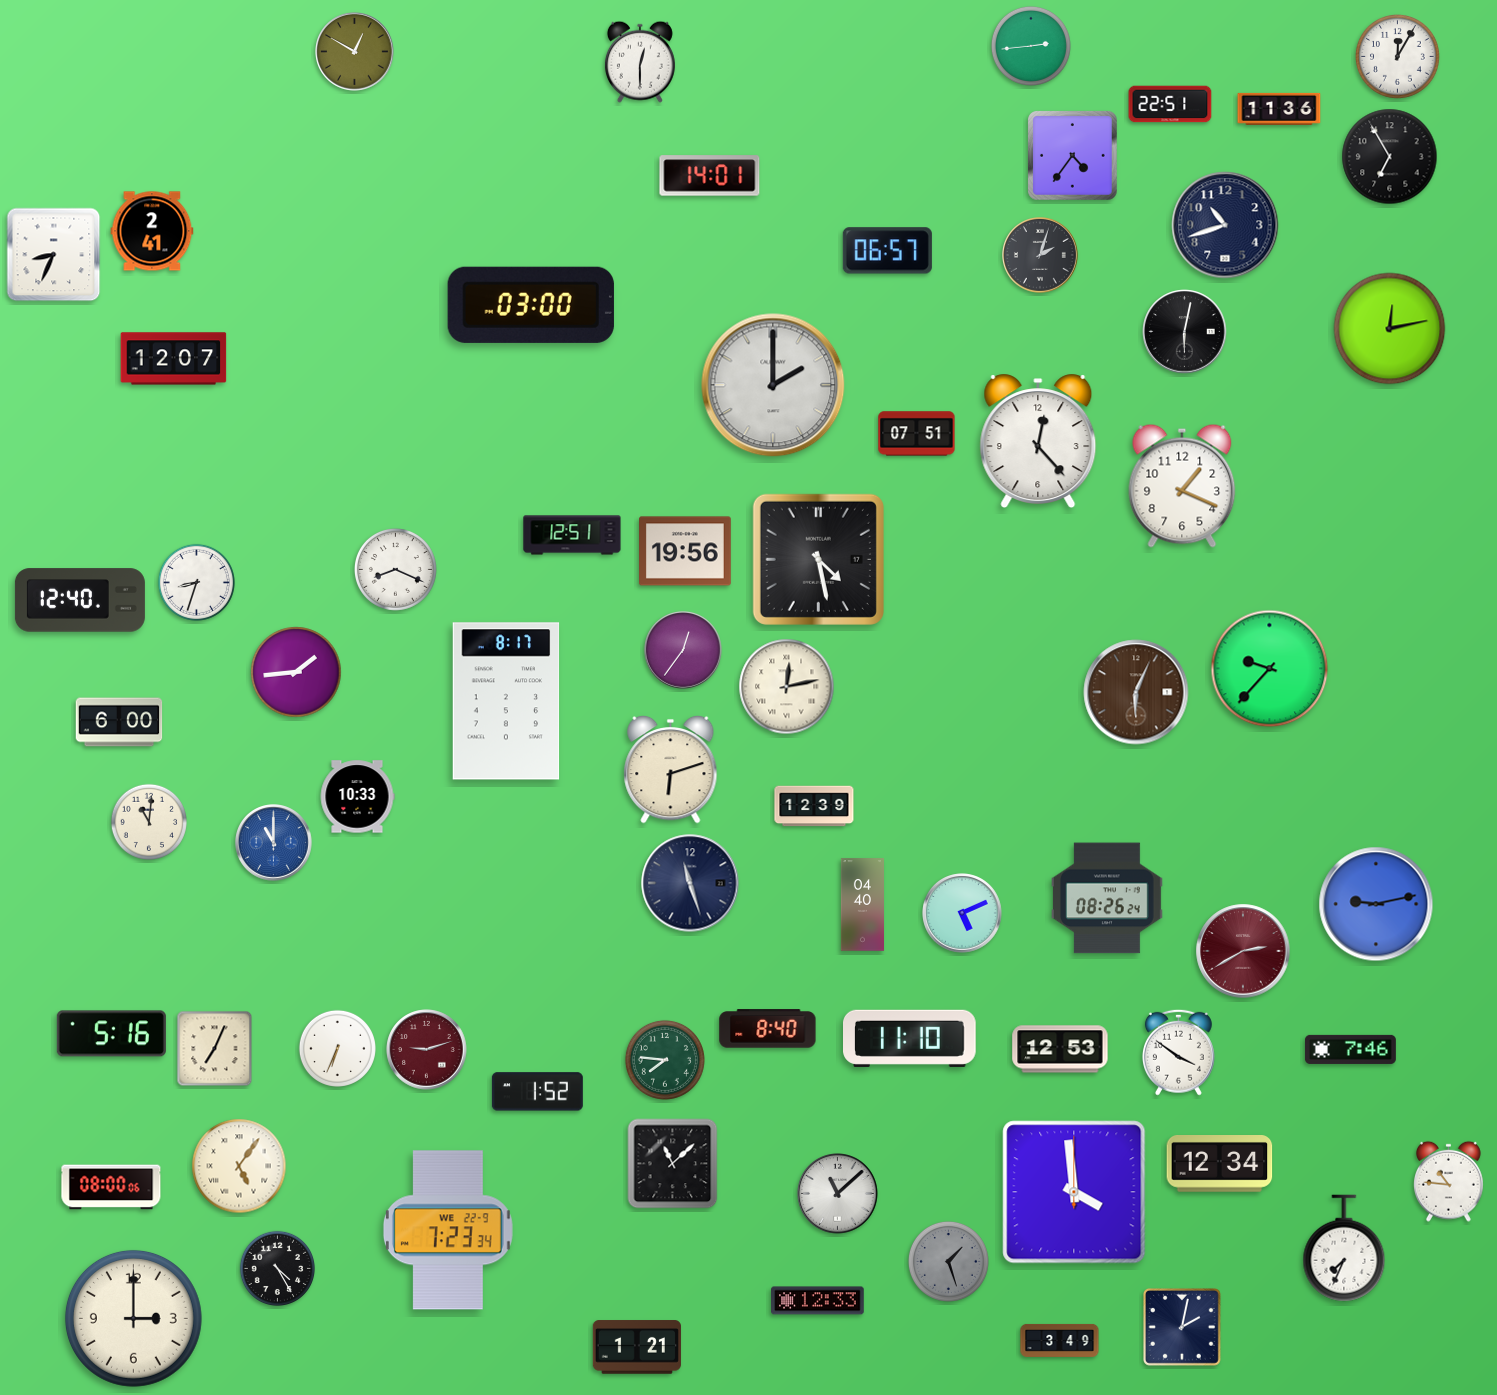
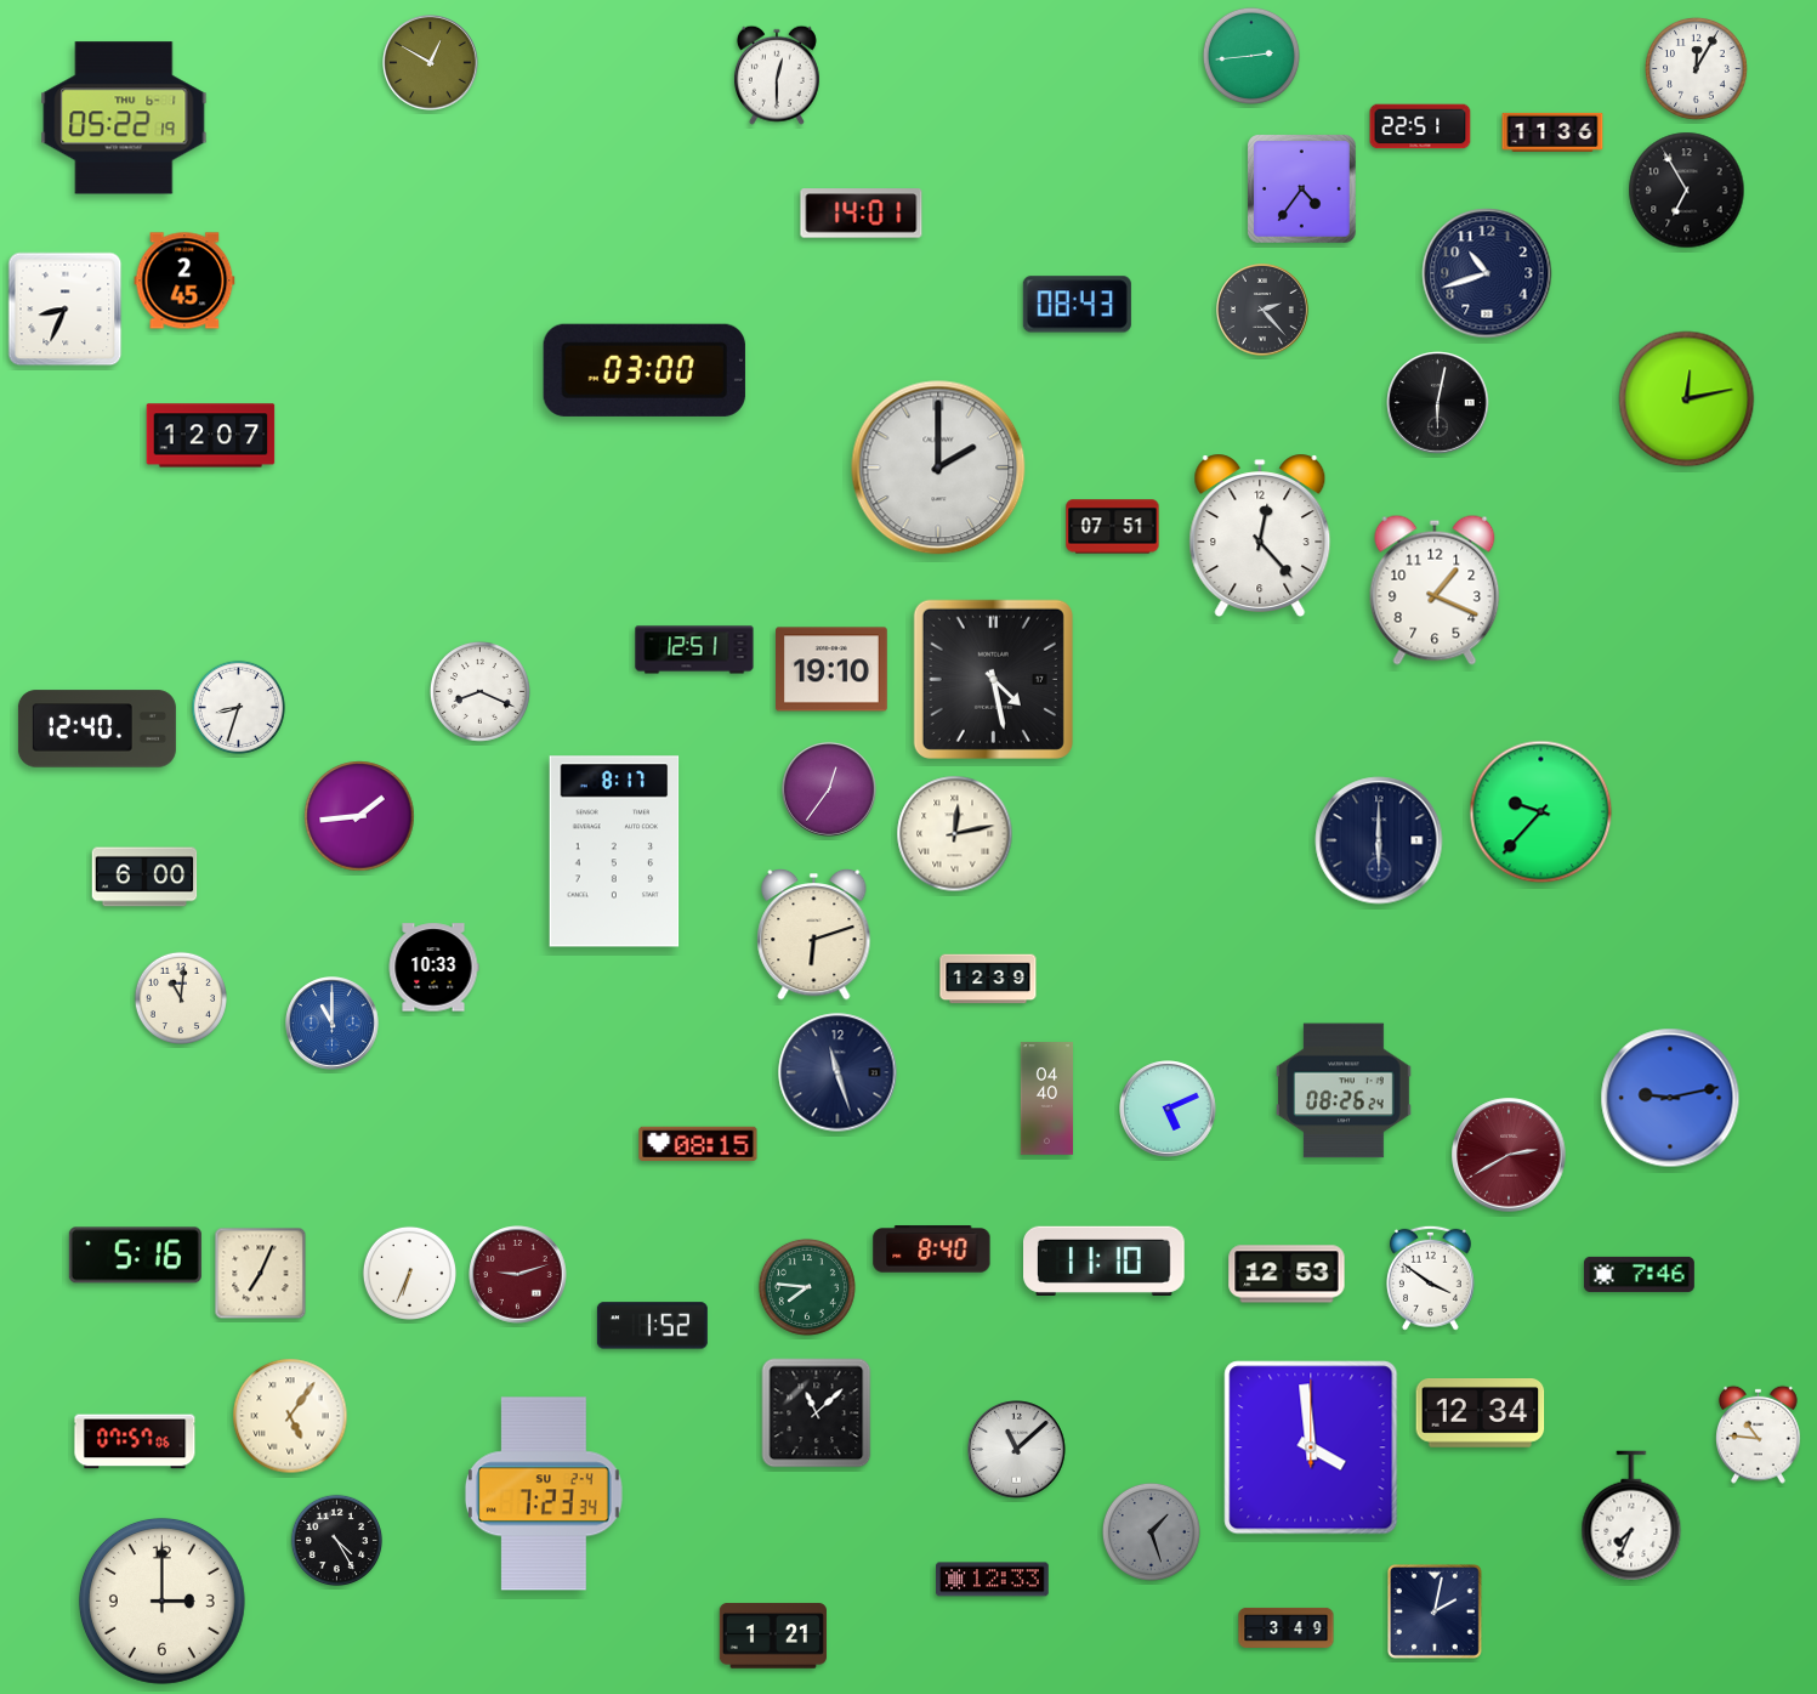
clock at (124, 118): none -> 05:22
clock at (152, 231): 2:41 -> 2:45
clock at (887, 251): 06:57 -> 08:43
clock at (1041, 256): 2:03 -> 2:23
clock at (686, 551): 19:56 -> 19:10
clock at (1136, 692): 6:04 -> 6:00
clock at (1136, 692) dial: brown -> navy
clock at (698, 1144): none -> 08:15
clock at (111, 1187): 08:00 -> 07:57
clock at (1074, 1192) position: (1074, 1192) -> (1311, 1447)
clock at (448, 1230) date: WE 22-9 -> SU 2-4
